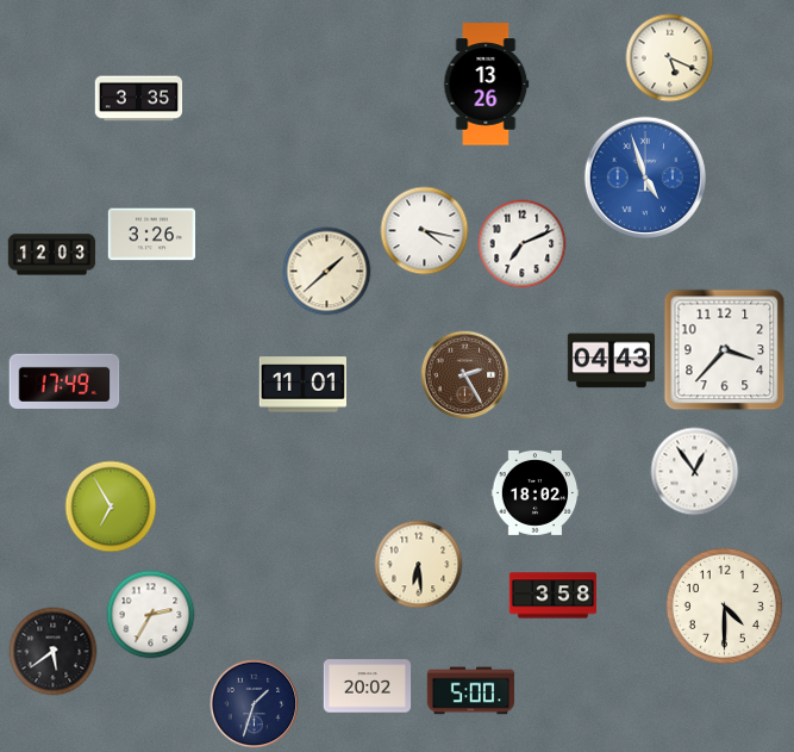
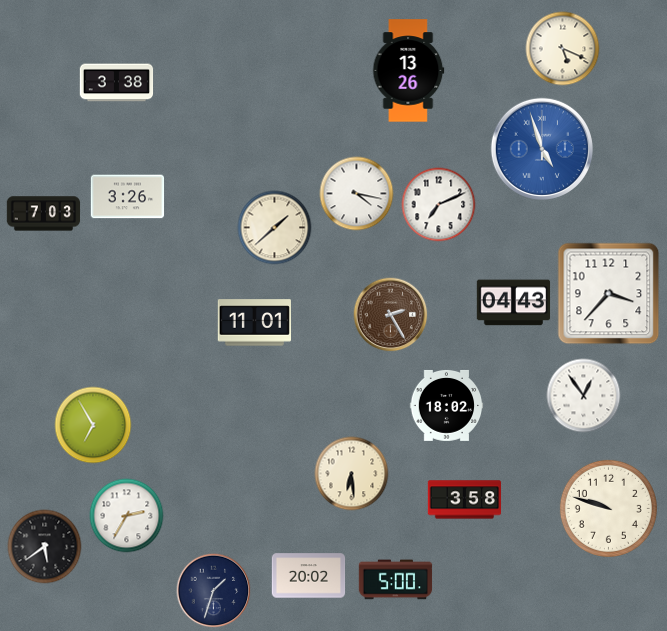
clock at (139, 99): 3:35 -> 3:38
clock at (52, 255): 12:03 -> 7:03
clock at (64, 381): 17:49 -> none
clock at (536, 492) position: (536, 492) -> (447, 405)
clock at (724, 605): 4:30 -> 9:48
